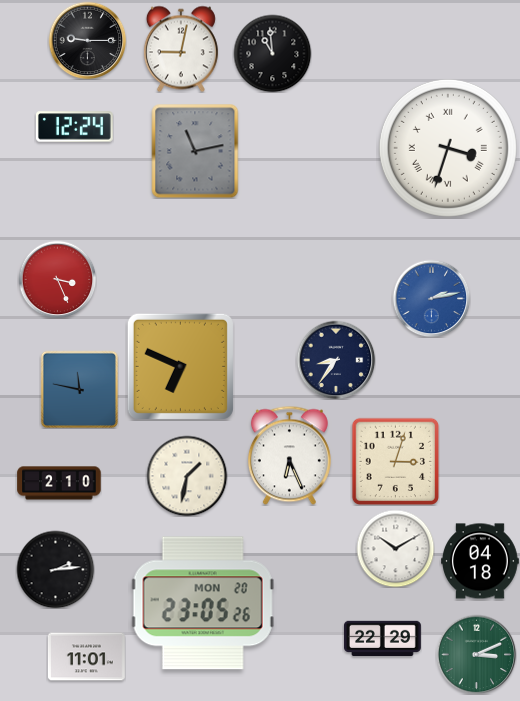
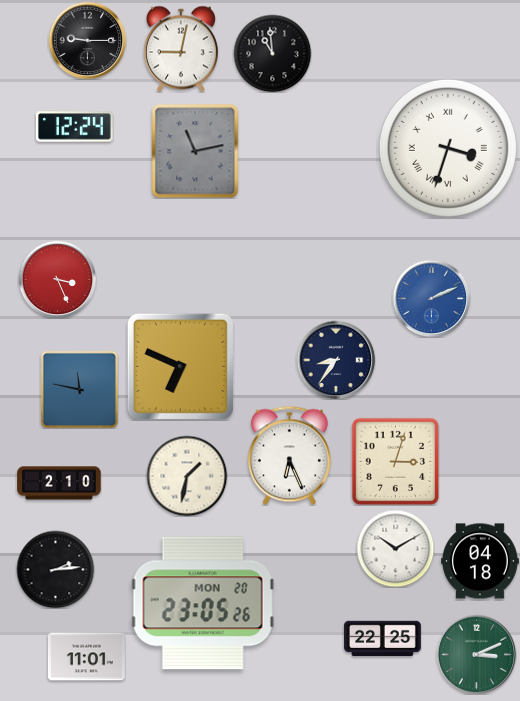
clock at (431, 298): 2:13 -> 2:11
clock at (382, 639): 22:29 -> 22:25
